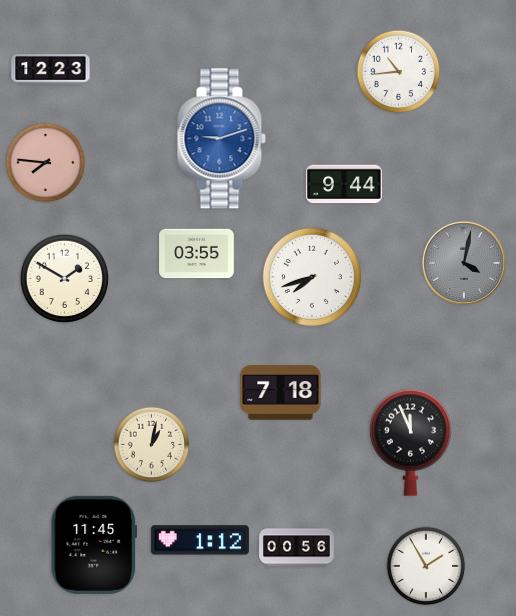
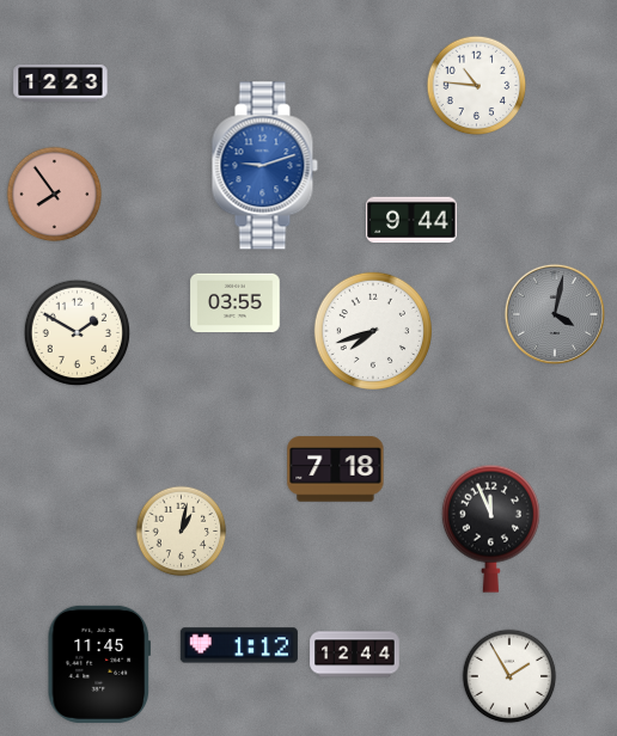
clock at (399, 72): 10:44 -> 10:46
clock at (46, 163): 7:46 -> 7:54
clock at (93, 545) position: (93, 545) -> (98, 664)
clock at (297, 548): 00:56 -> 12:44
